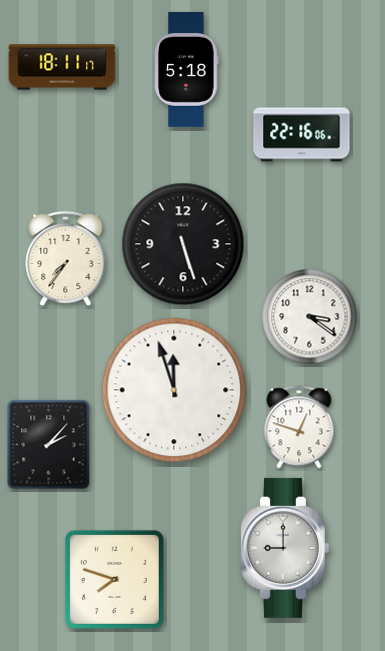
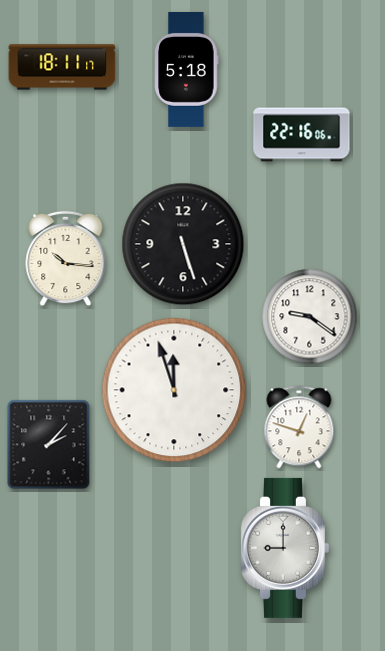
clock at (66, 259): 7:36 -> 10:16
clock at (310, 317): 3:21 -> 9:21
clock at (114, 579): 7:48 -> none
